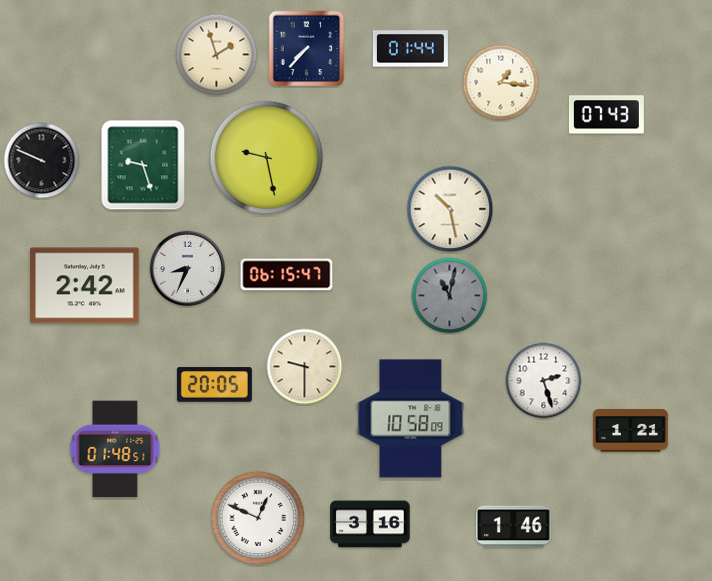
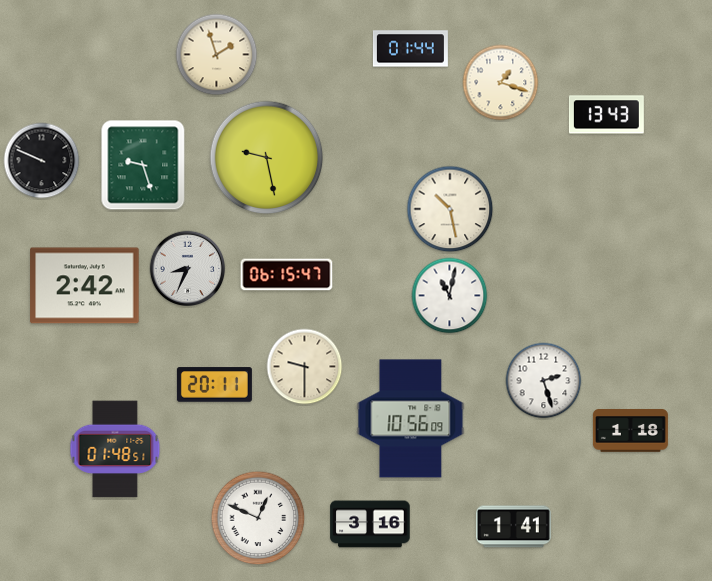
clock at (307, 49): 7:37 -> none
clock at (501, 83): 1:16 -> 1:18
clock at (606, 115): 07:43 -> 13:43
clock at (450, 296) dial: grey -> white
clock at (214, 385): 20:05 -> 20:11
clock at (411, 419): 10:58 -> 10:56
clock at (630, 431): 1:21 -> 1:18
clock at (513, 527): 1:46 -> 1:41
